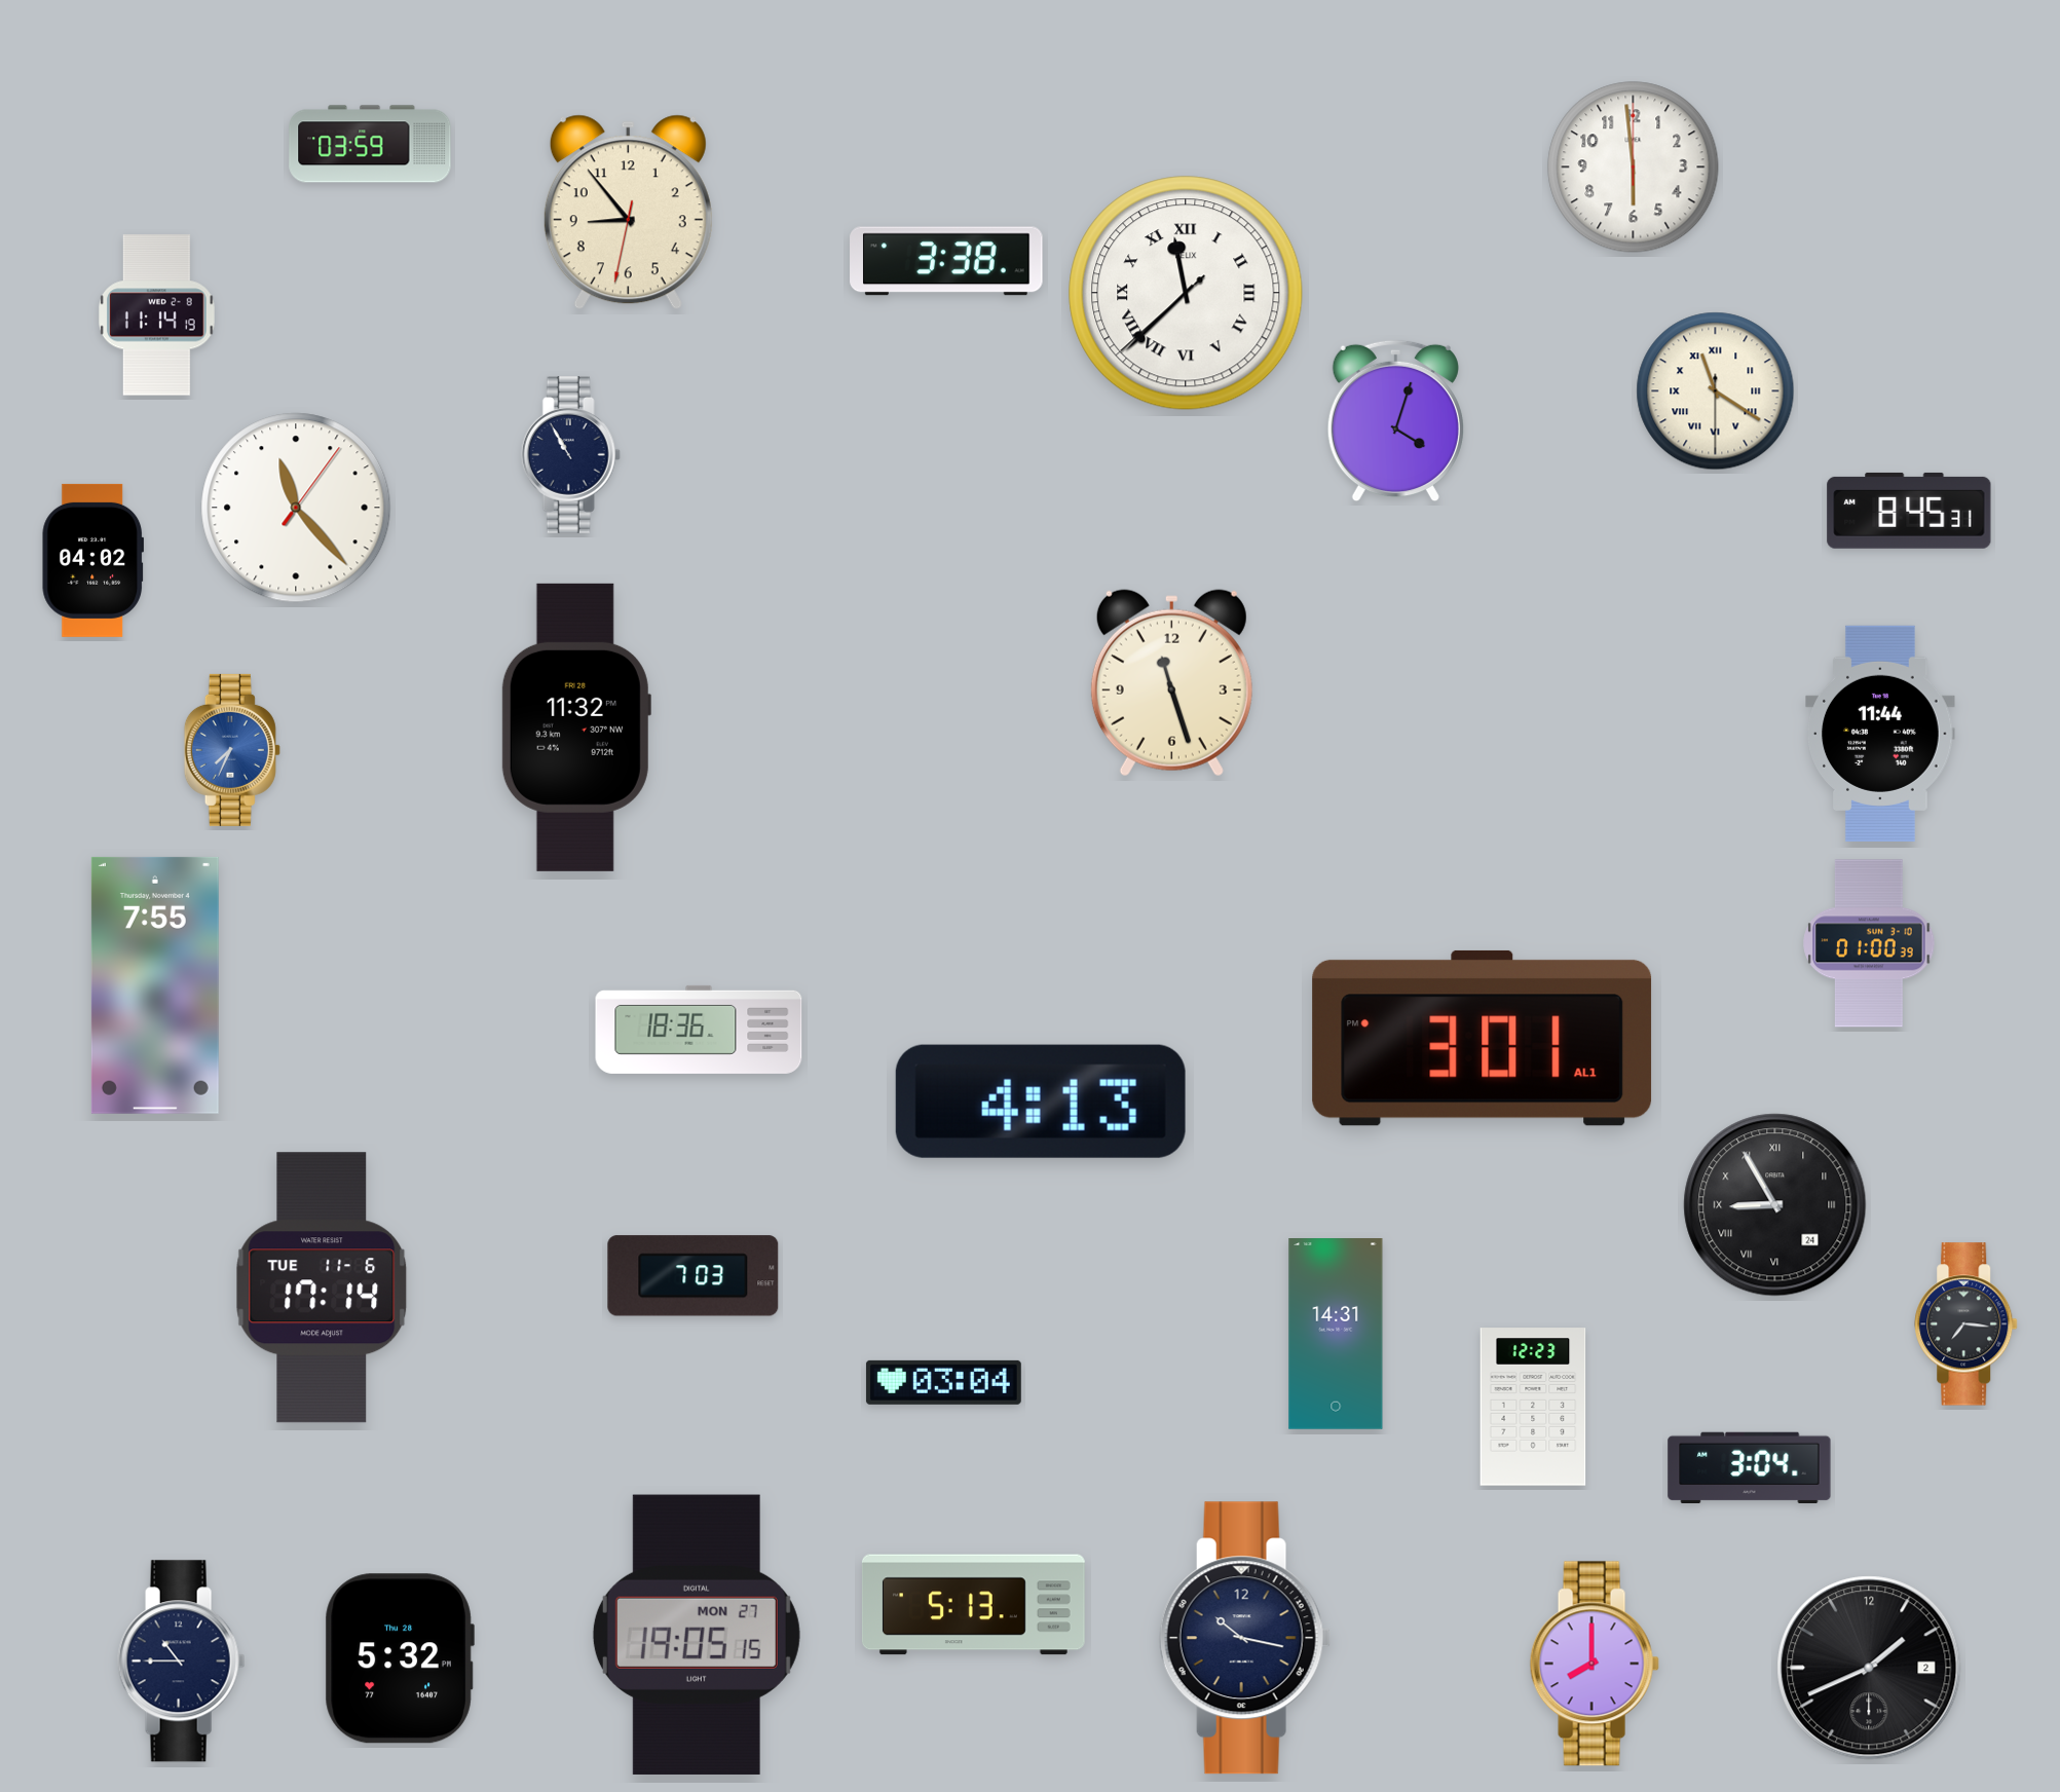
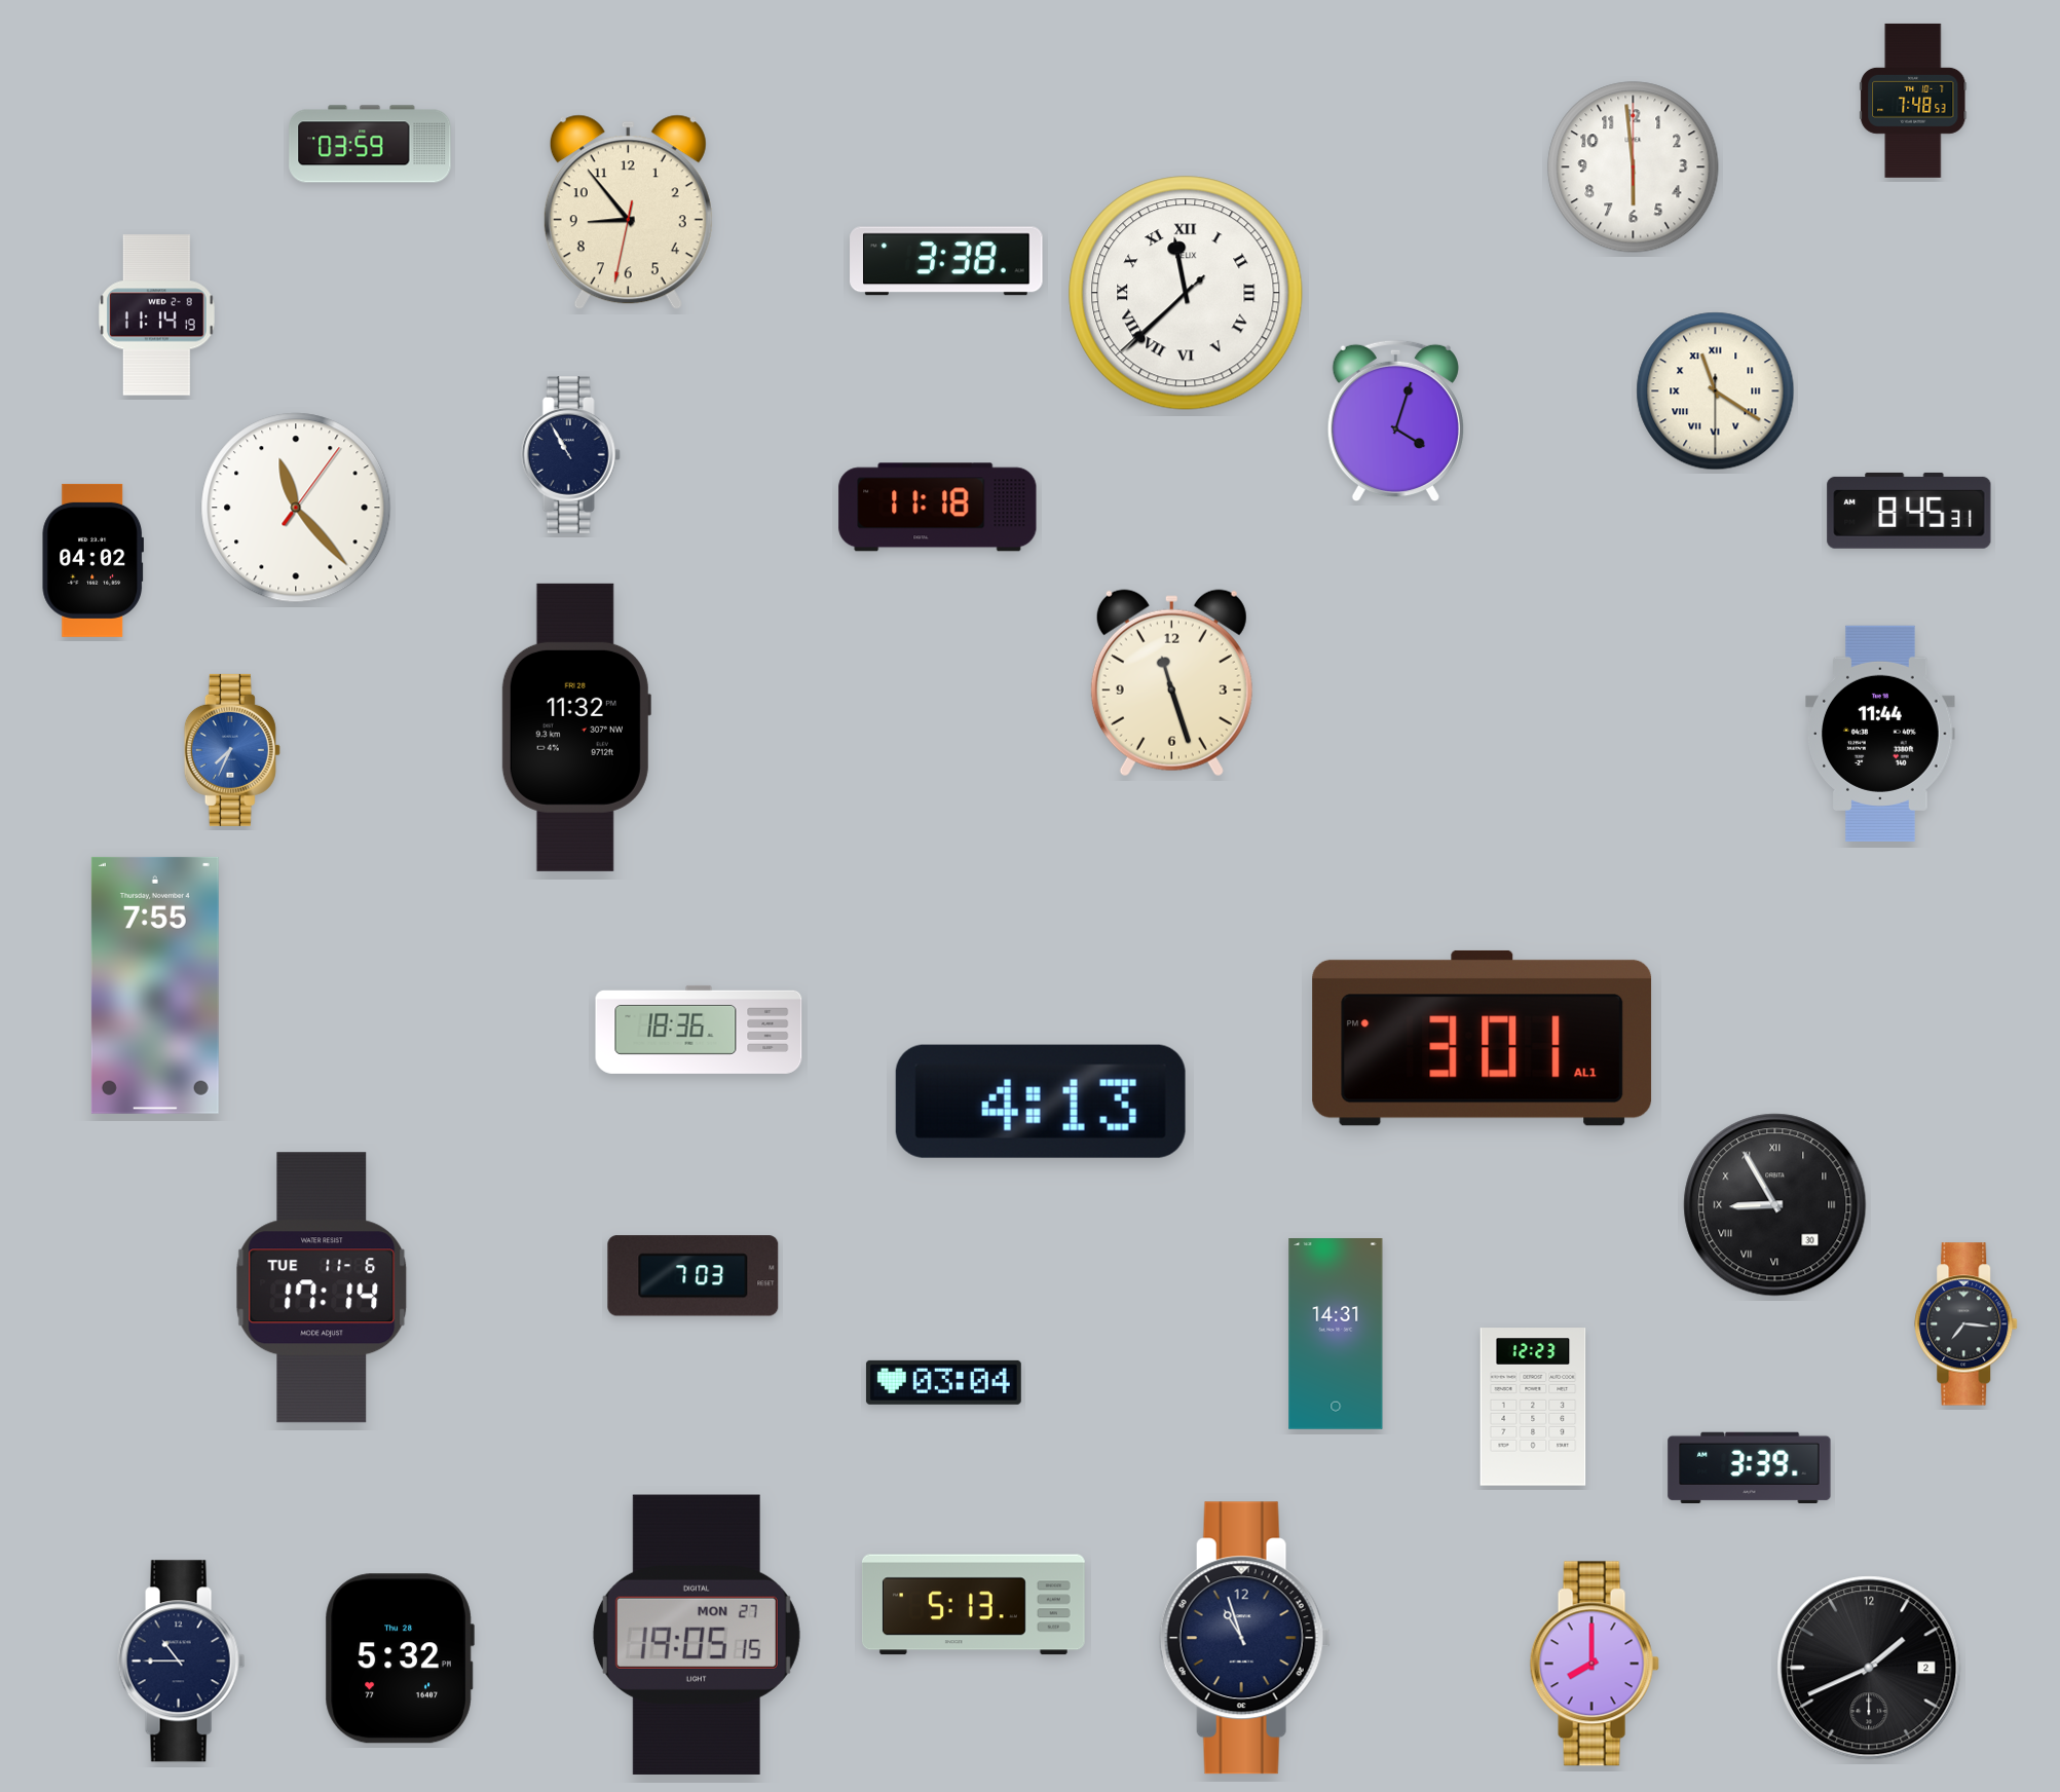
clock at (1913, 101): none -> 7:48
clock at (938, 508): none -> 11:18
clock at (1869, 943): 01:00 -> none
clock at (1775, 1205) date: 24 -> 30
clock at (1750, 1467): 3:04 -> 3:39
clock at (1245, 1638): 10:17 -> 10:57
